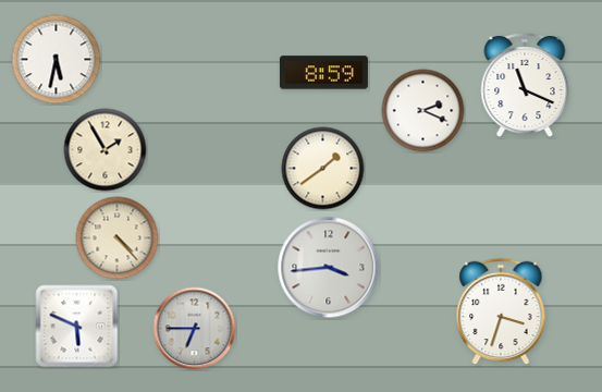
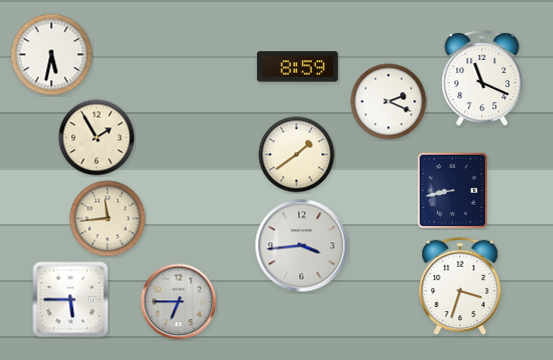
clock at (453, 191): none -> 8:43
clock at (118, 238): 4:23 -> 11:44
clock at (77, 327): 5:49 -> 5:45
